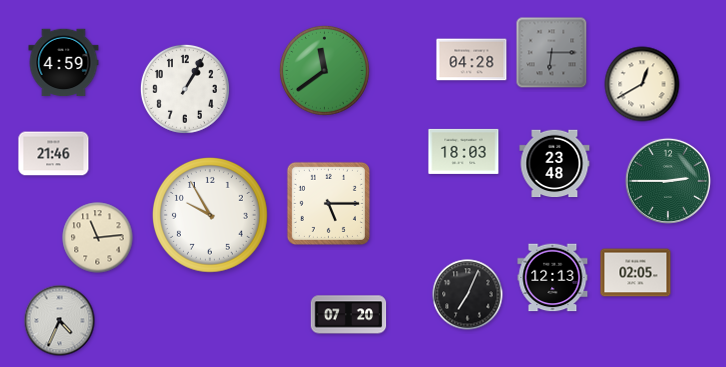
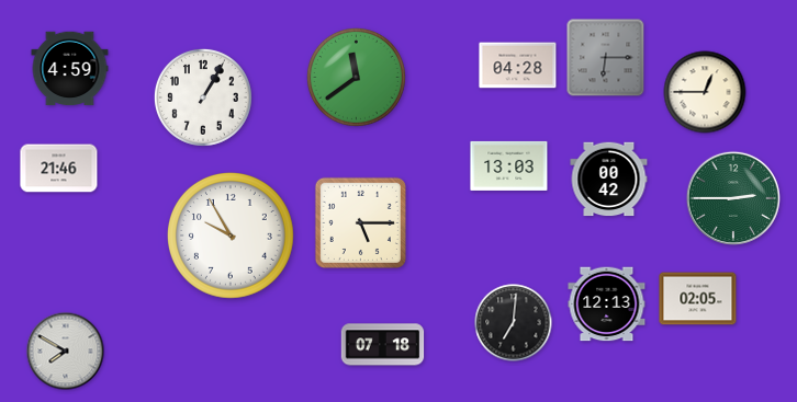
clock at (642, 84): 12:40 -> 12:45
clock at (464, 151): 18:03 -> 13:03
clock at (555, 164): 23:48 -> 00:42
clock at (98, 238): 11:14 -> none
clock at (468, 295): 7:04 -> 7:01
clock at (349, 315): 07:20 -> 07:18
clock at (60, 321): 4:34 -> 7:50
